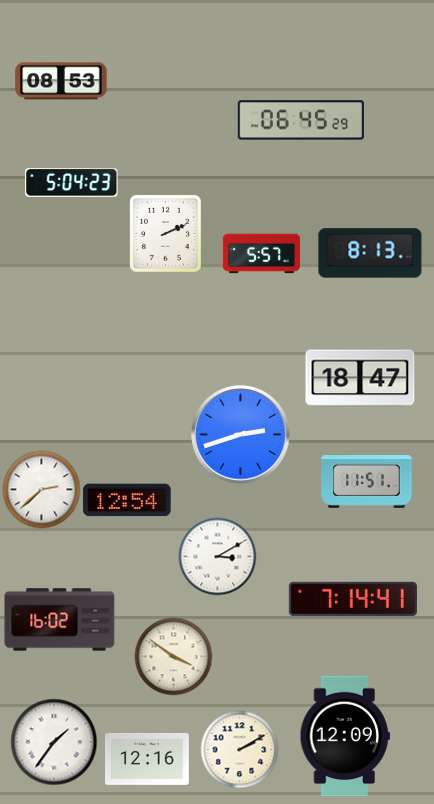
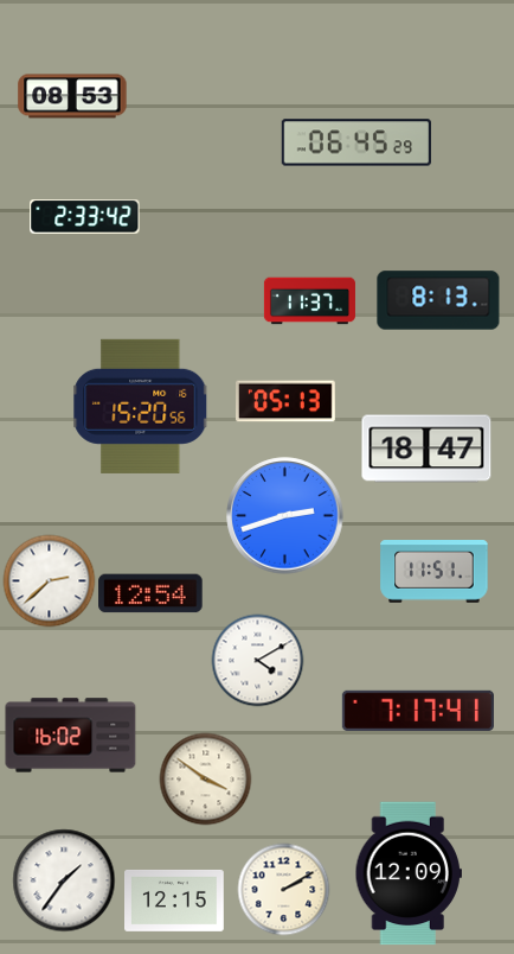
clock at (72, 183): 5:04 -> 2:33
clock at (165, 233): 2:11 -> none
clock at (261, 254): 5:57 -> 11:37
clock at (287, 401): none -> 05:13
clock at (141, 406): none -> 15:20
clock at (217, 556): 3:10 -> 4:10
clock at (353, 599): 7:14 -> 7:17
clock at (148, 759): 12:16 -> 12:15
